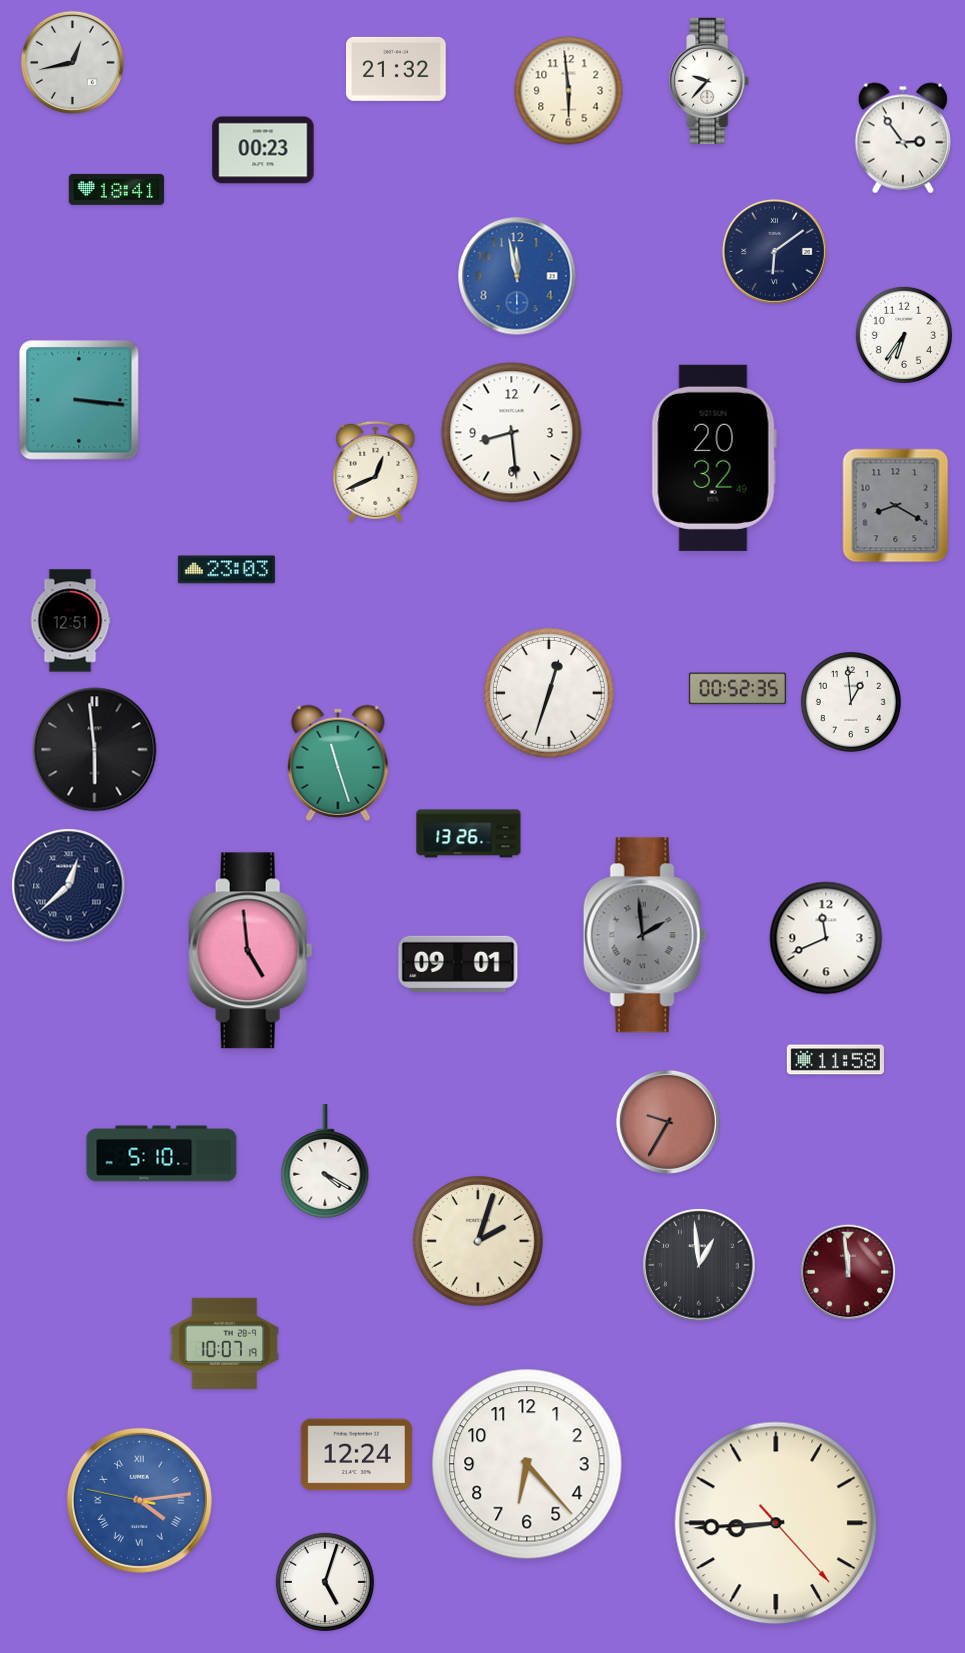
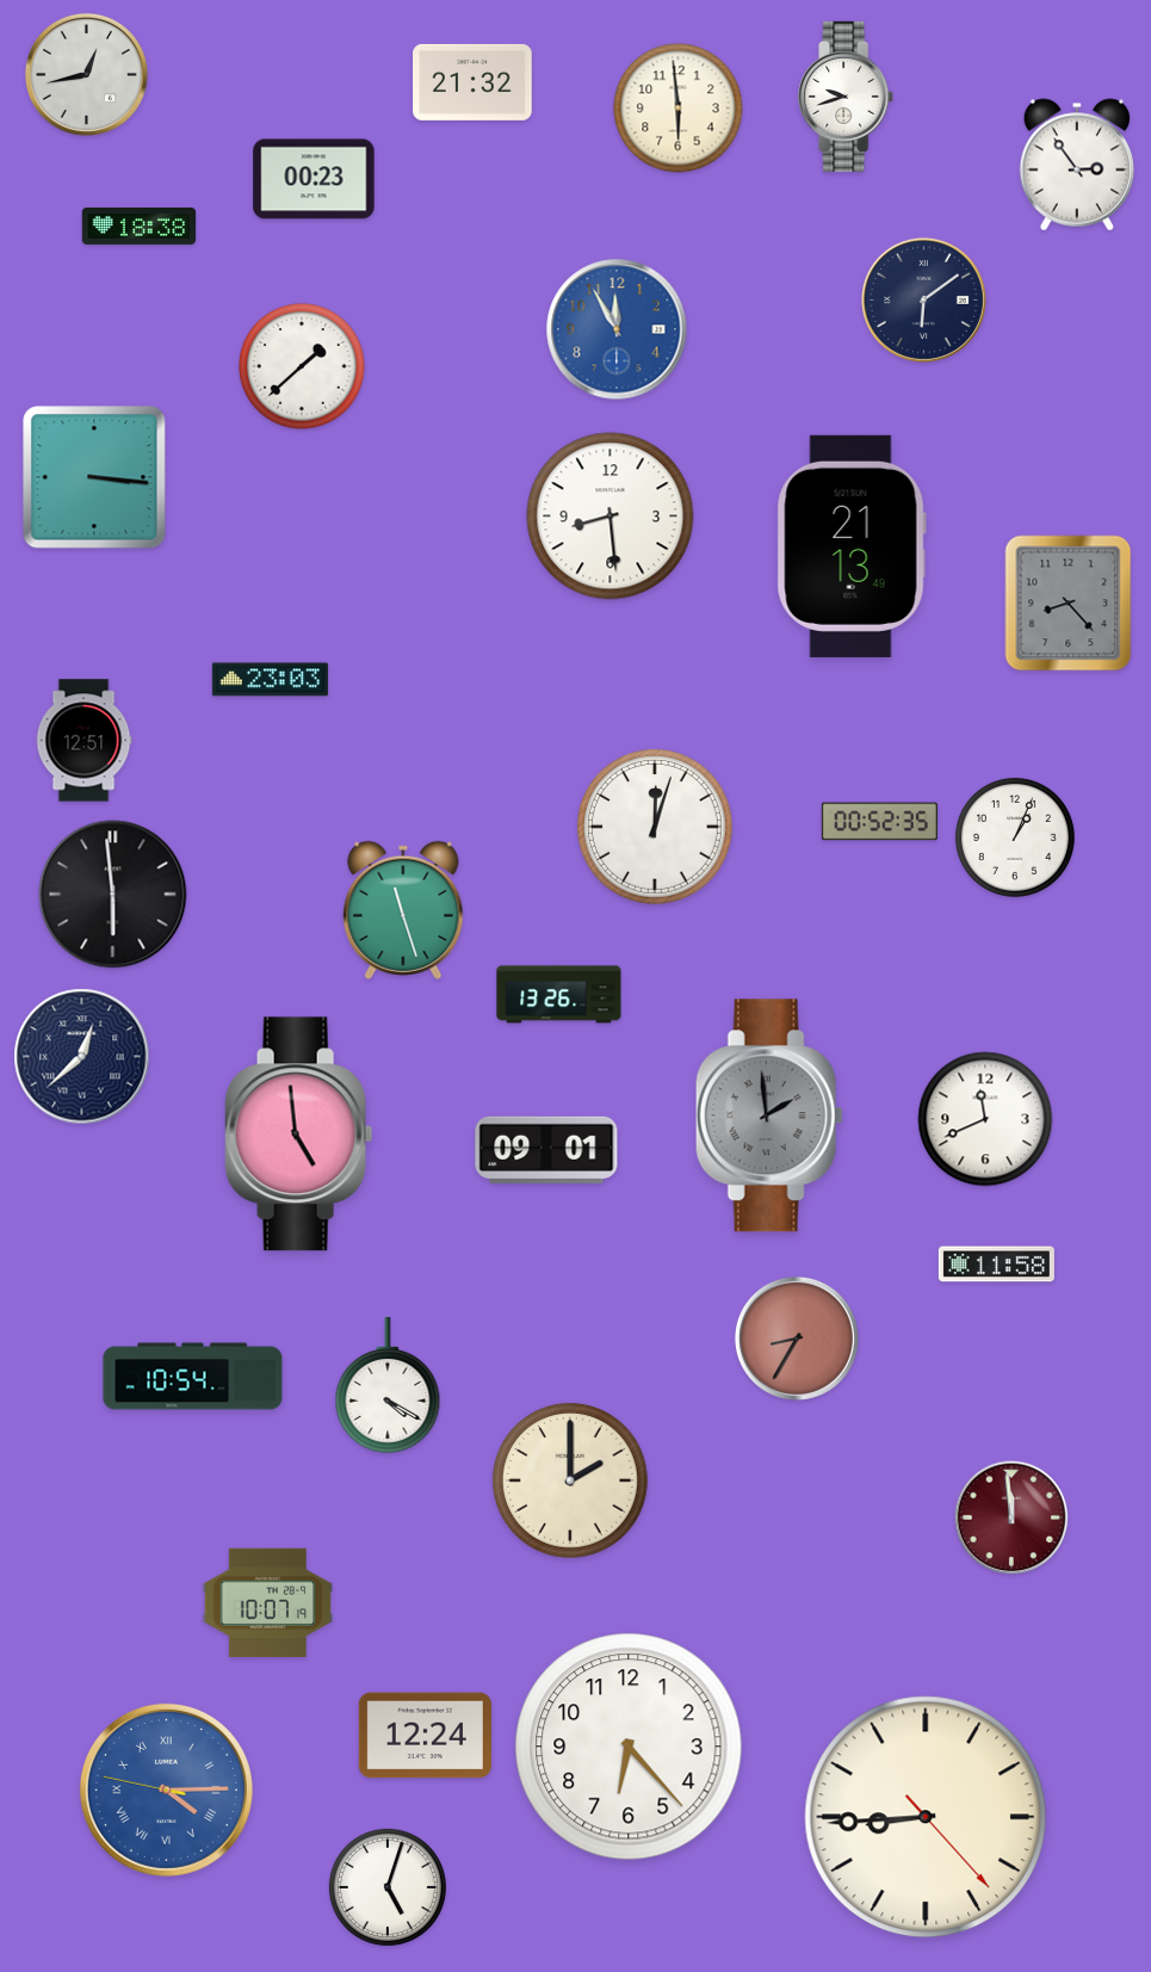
clock at (710, 81): 9:37 -> 9:42
clock at (117, 189): 18:41 -> 18:38
clock at (517, 276): 11:58 -> 11:55
clock at (302, 366): none -> 1:38
clock at (904, 335): 6:36 -> none
clock at (714, 458): 20:32 -> 21:13
clock at (376, 471): 12:41 -> none
clock at (896, 506): 8:20 -> 8:23
clock at (549, 693): 12:33 -> 12:03
clock at (851, 702): 12:59 -> 1:04
clock at (668, 1122): 9:35 -> 8:35
clock at (162, 1154): 5:10 -> 10:54
clock at (478, 1241): 2:03 -> 2:00
clock at (699, 1265): 12:59 -> none
clock at (139, 1500): 4:13 -> 4:14
